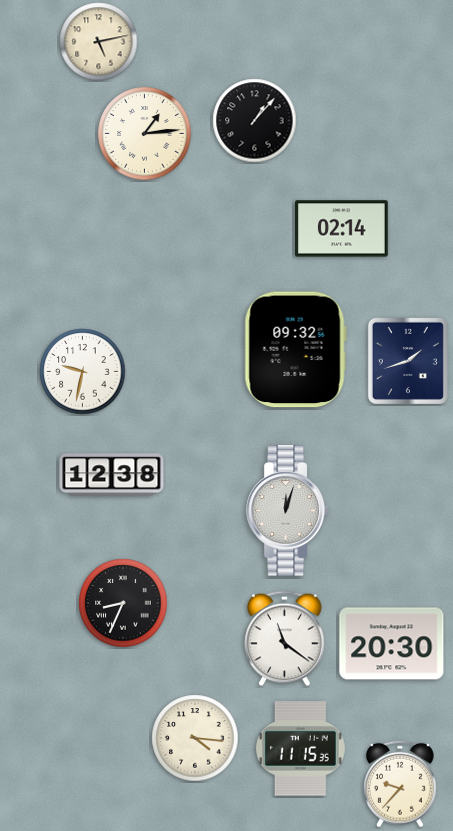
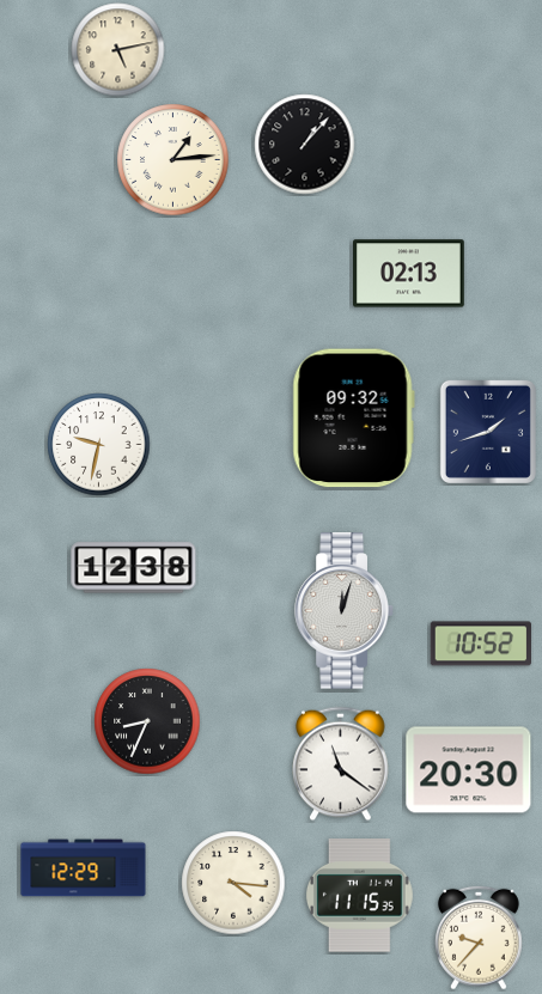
clock at (342, 229): 02:14 -> 02:13
clock at (480, 644): none -> 10:52
clock at (84, 868): none -> 12:29
